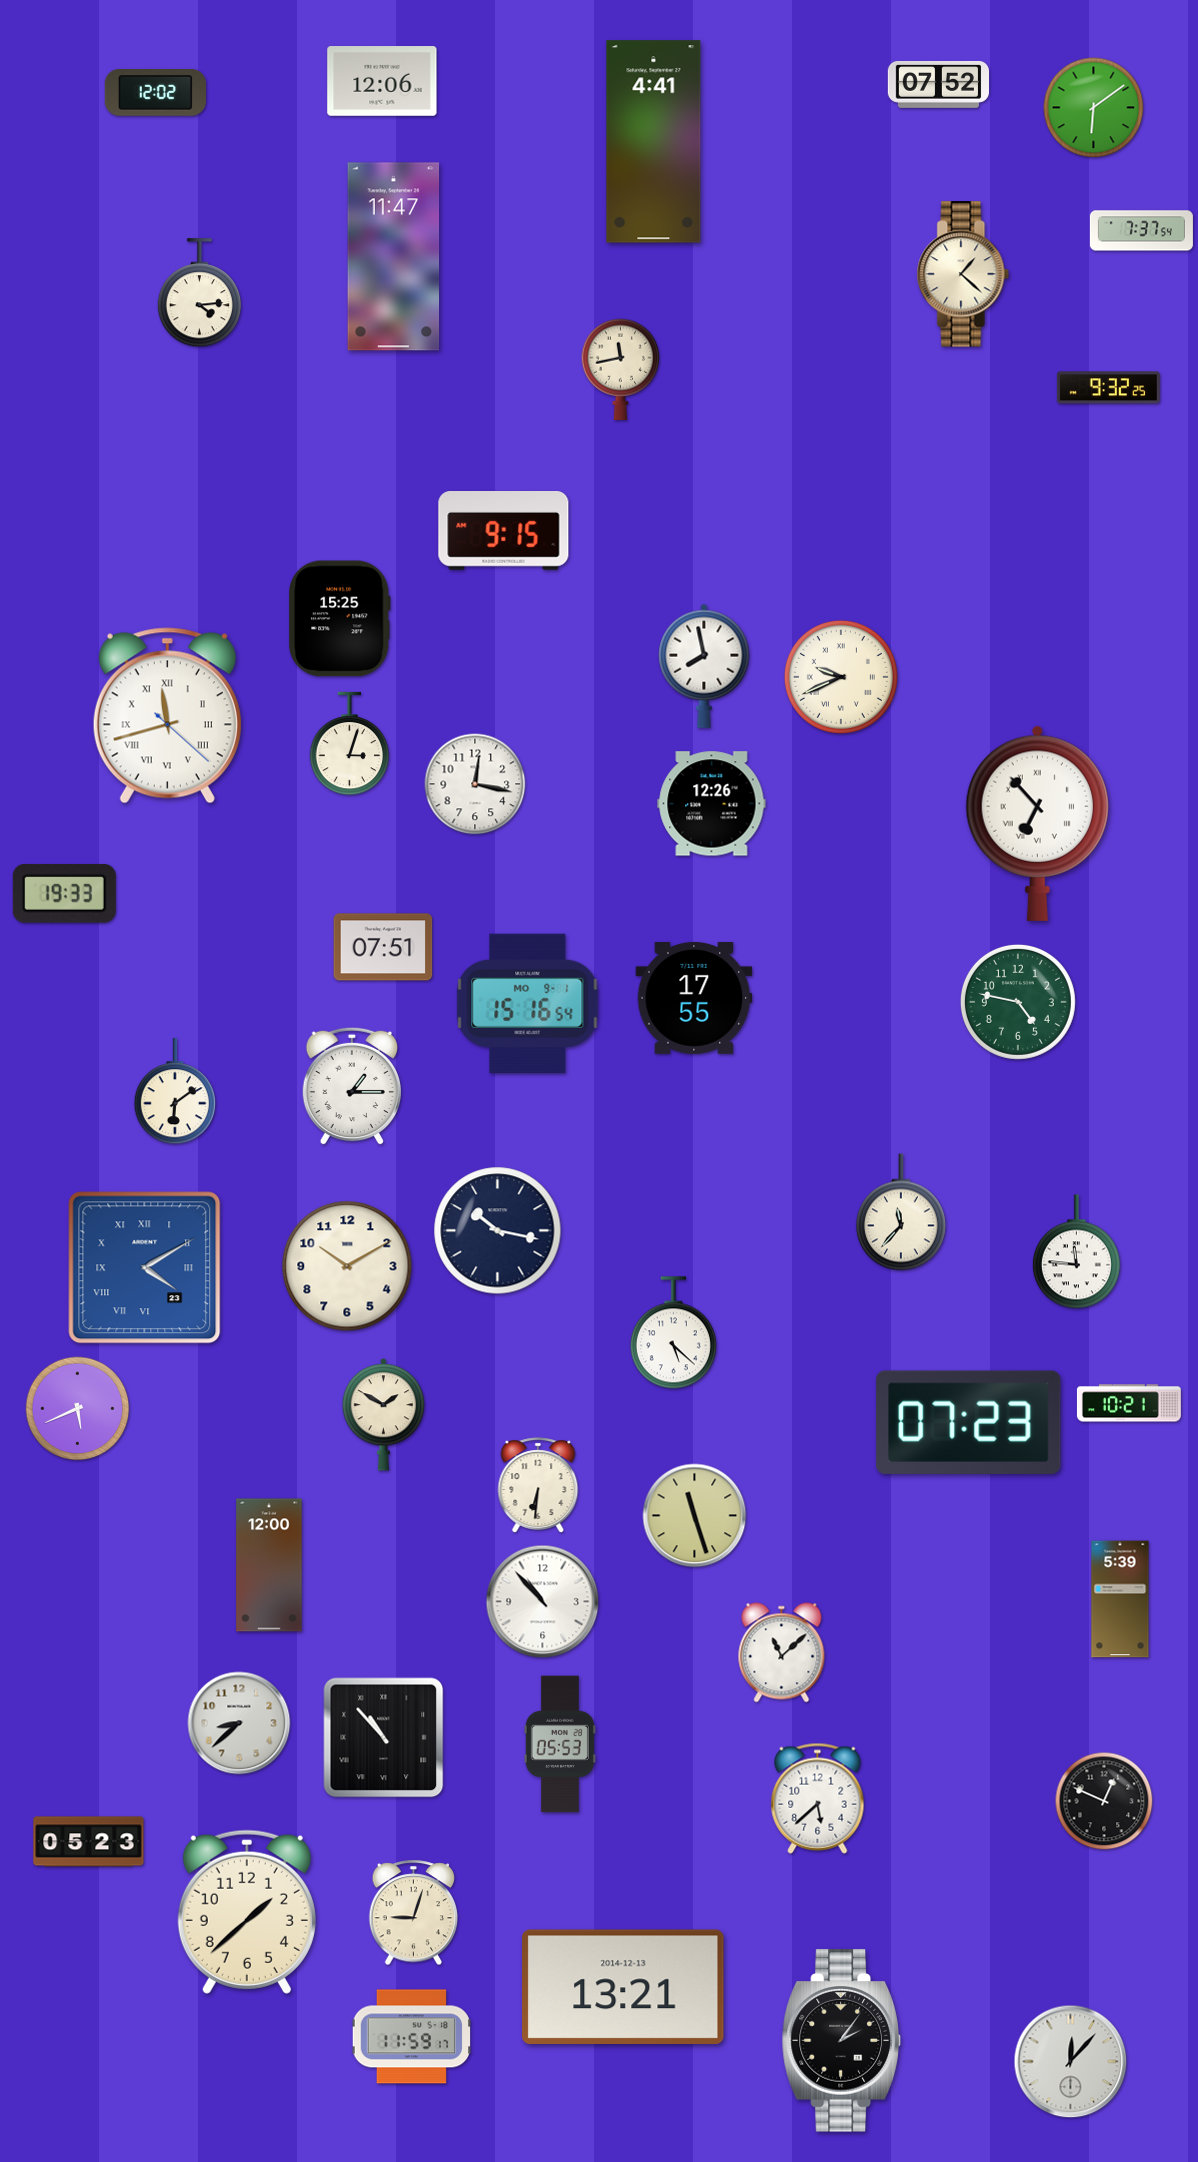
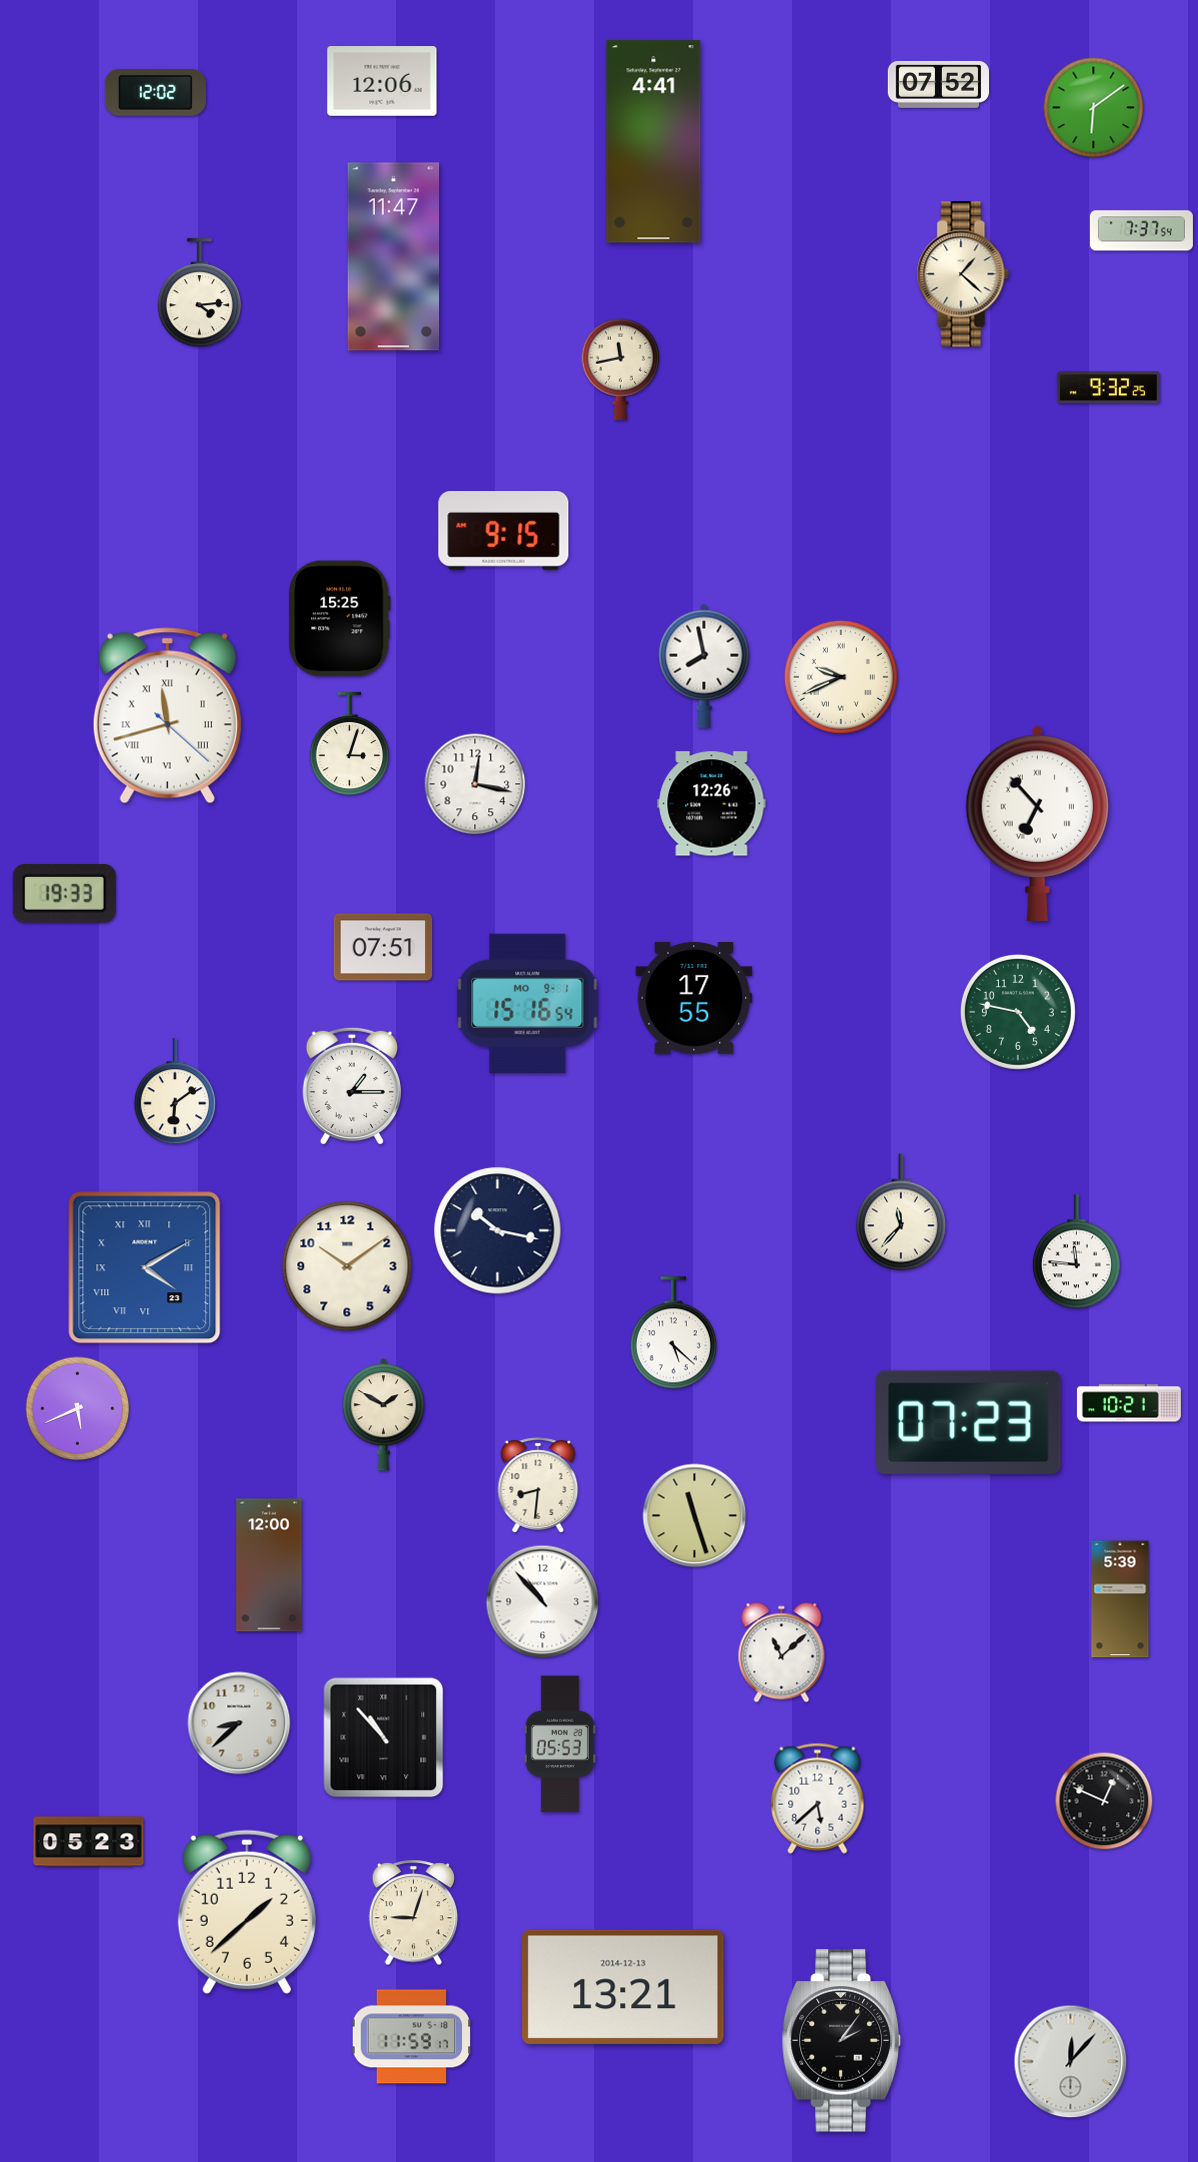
clock at (1018, 1002) position: (1018, 1002) -> (1018, 1012)
clock at (347, 1266): 10:10 -> 10:09
clock at (538, 1485): 6:31 -> 8:31
